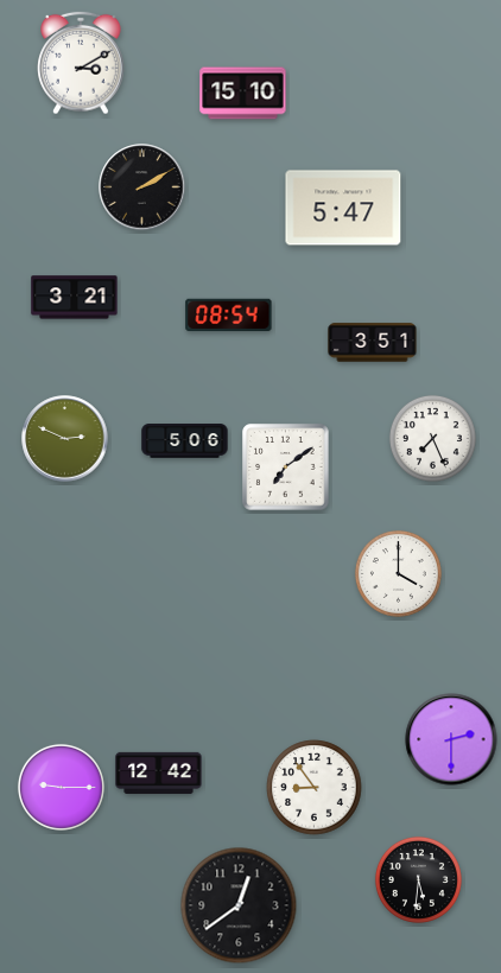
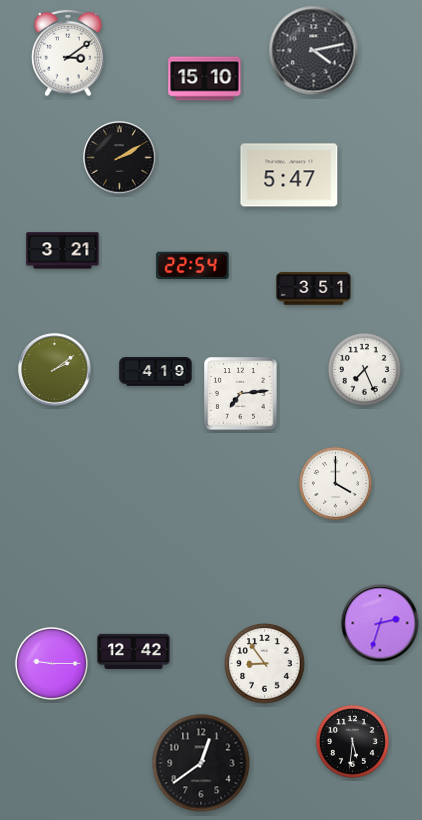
clock at (314, 51): none -> 4:13
clock at (81, 63): 3:10 -> 3:09
clock at (229, 316): 08:54 -> 22:54
clock at (65, 439): 2:49 -> 2:09
clock at (185, 441): 5:06 -> 4:19
clock at (286, 468): 7:09 -> 7:14
clock at (451, 739): 2:30 -> 2:33
